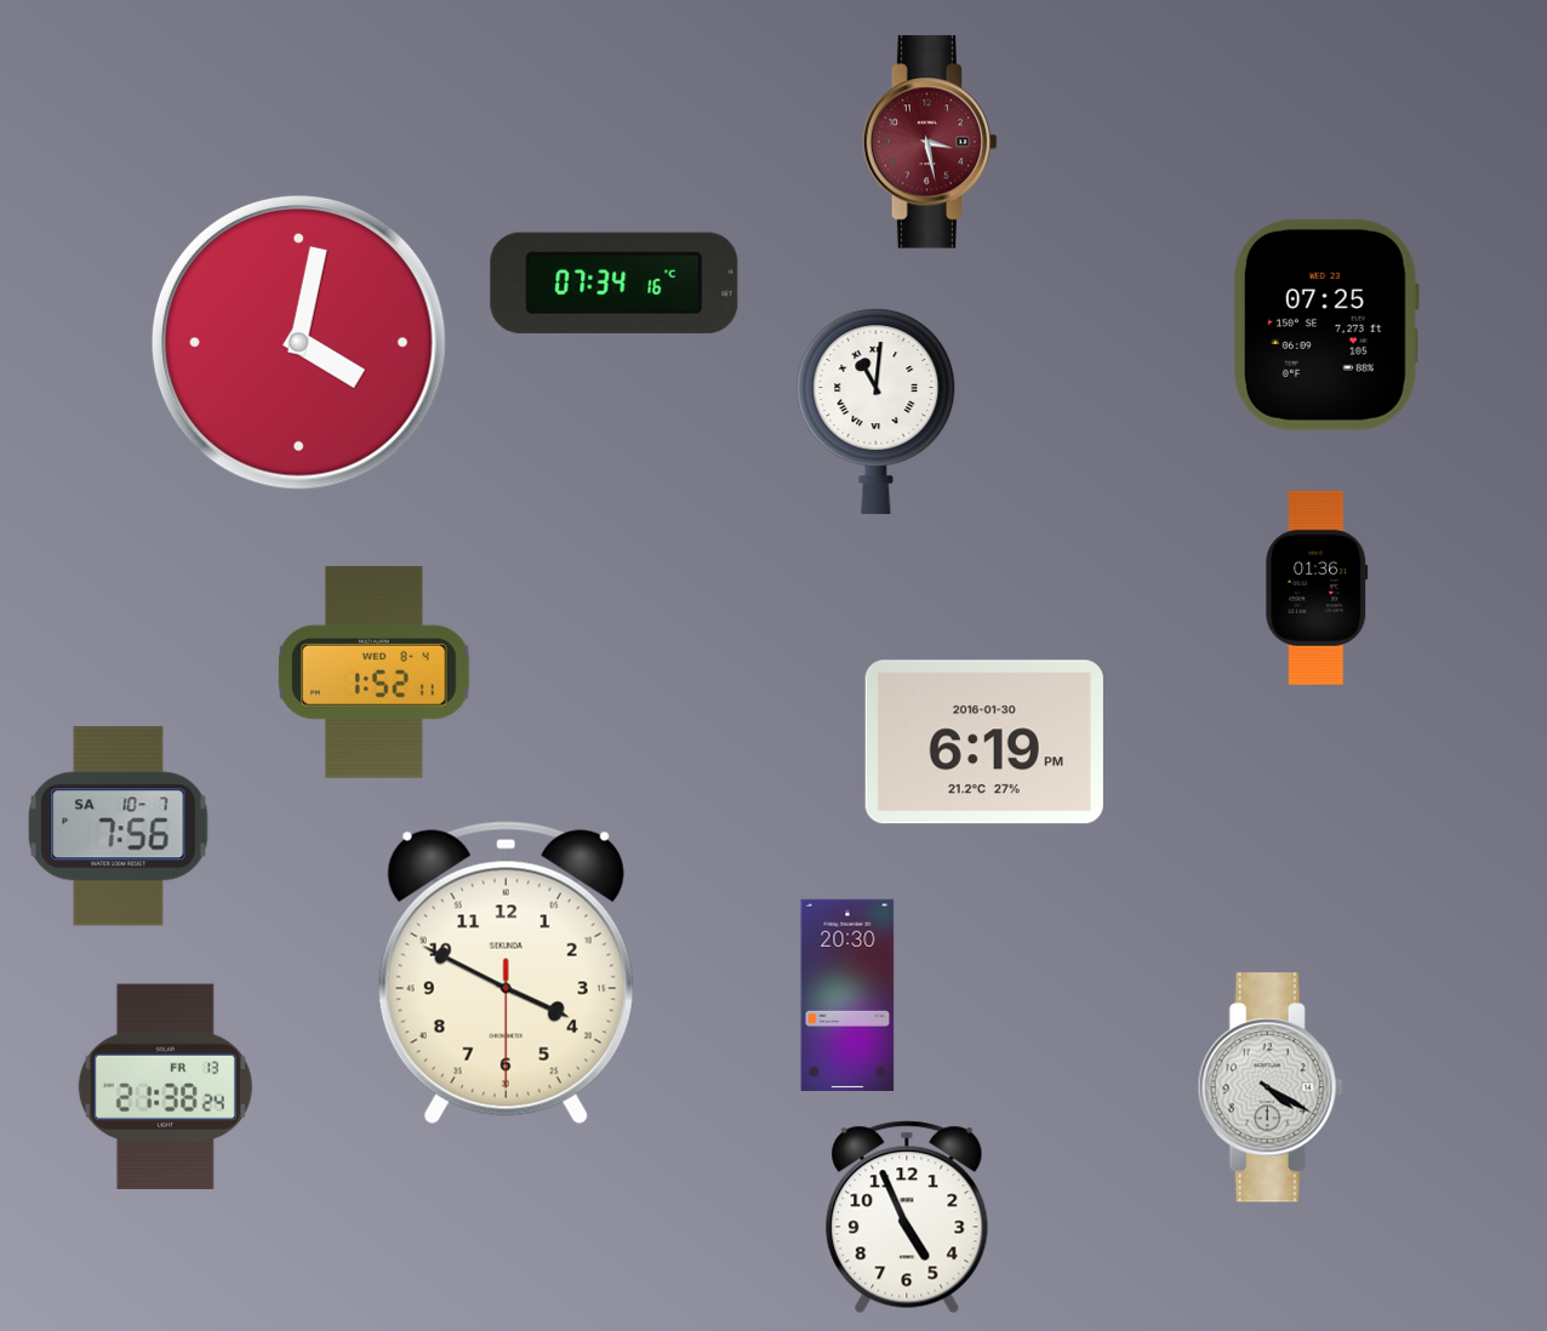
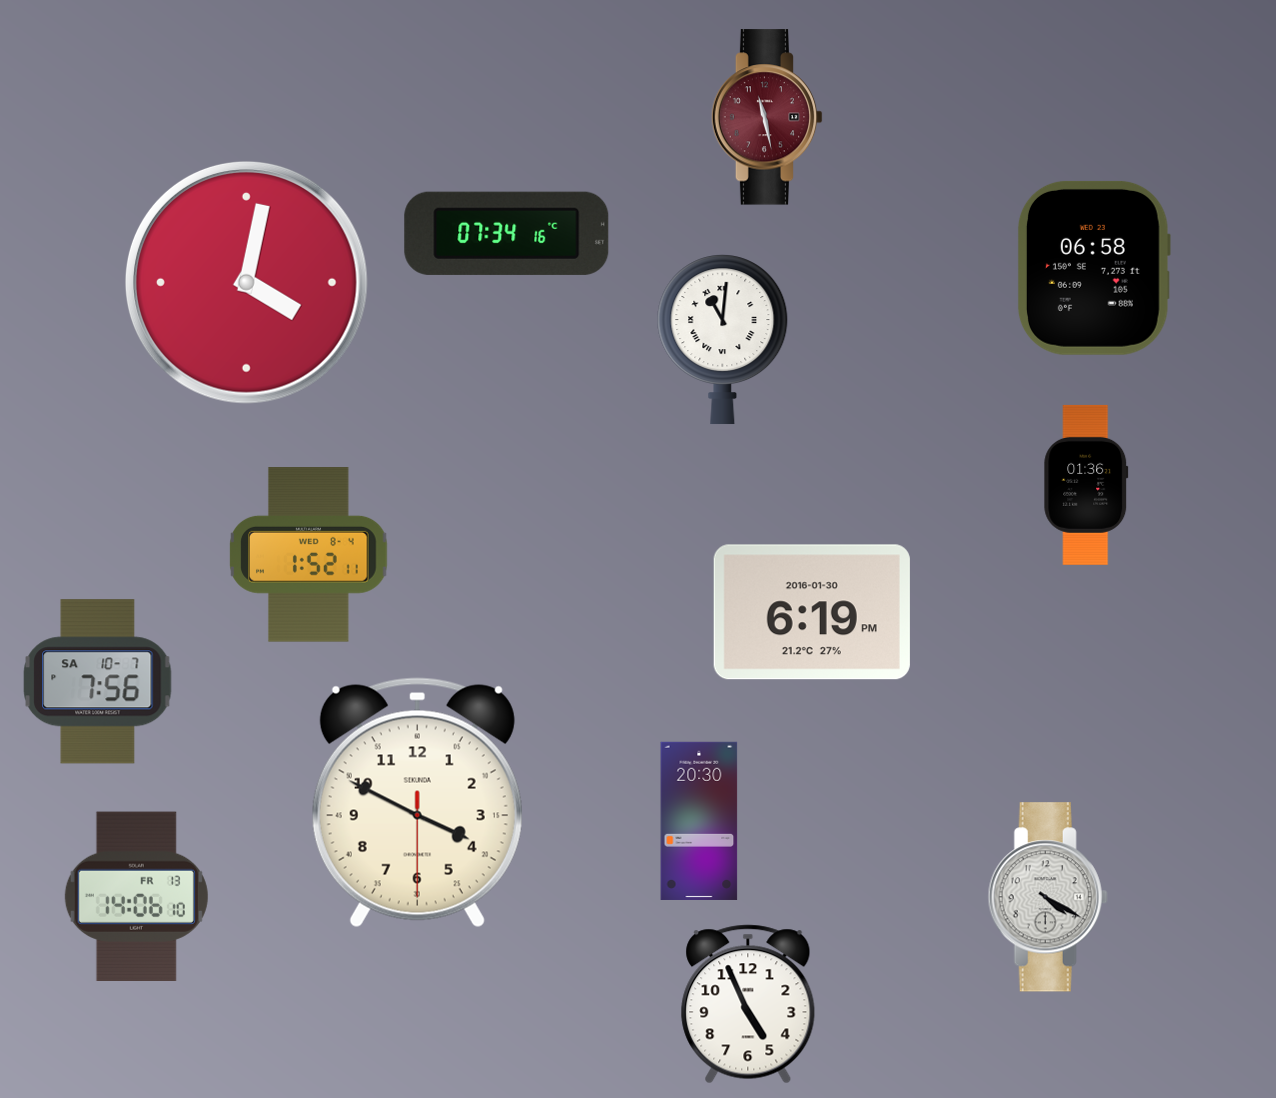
clock at (930, 142): 3:28 -> 11:28
clock at (1326, 325): 07:25 -> 06:58
clock at (165, 1086): 21:38 -> 14:06
